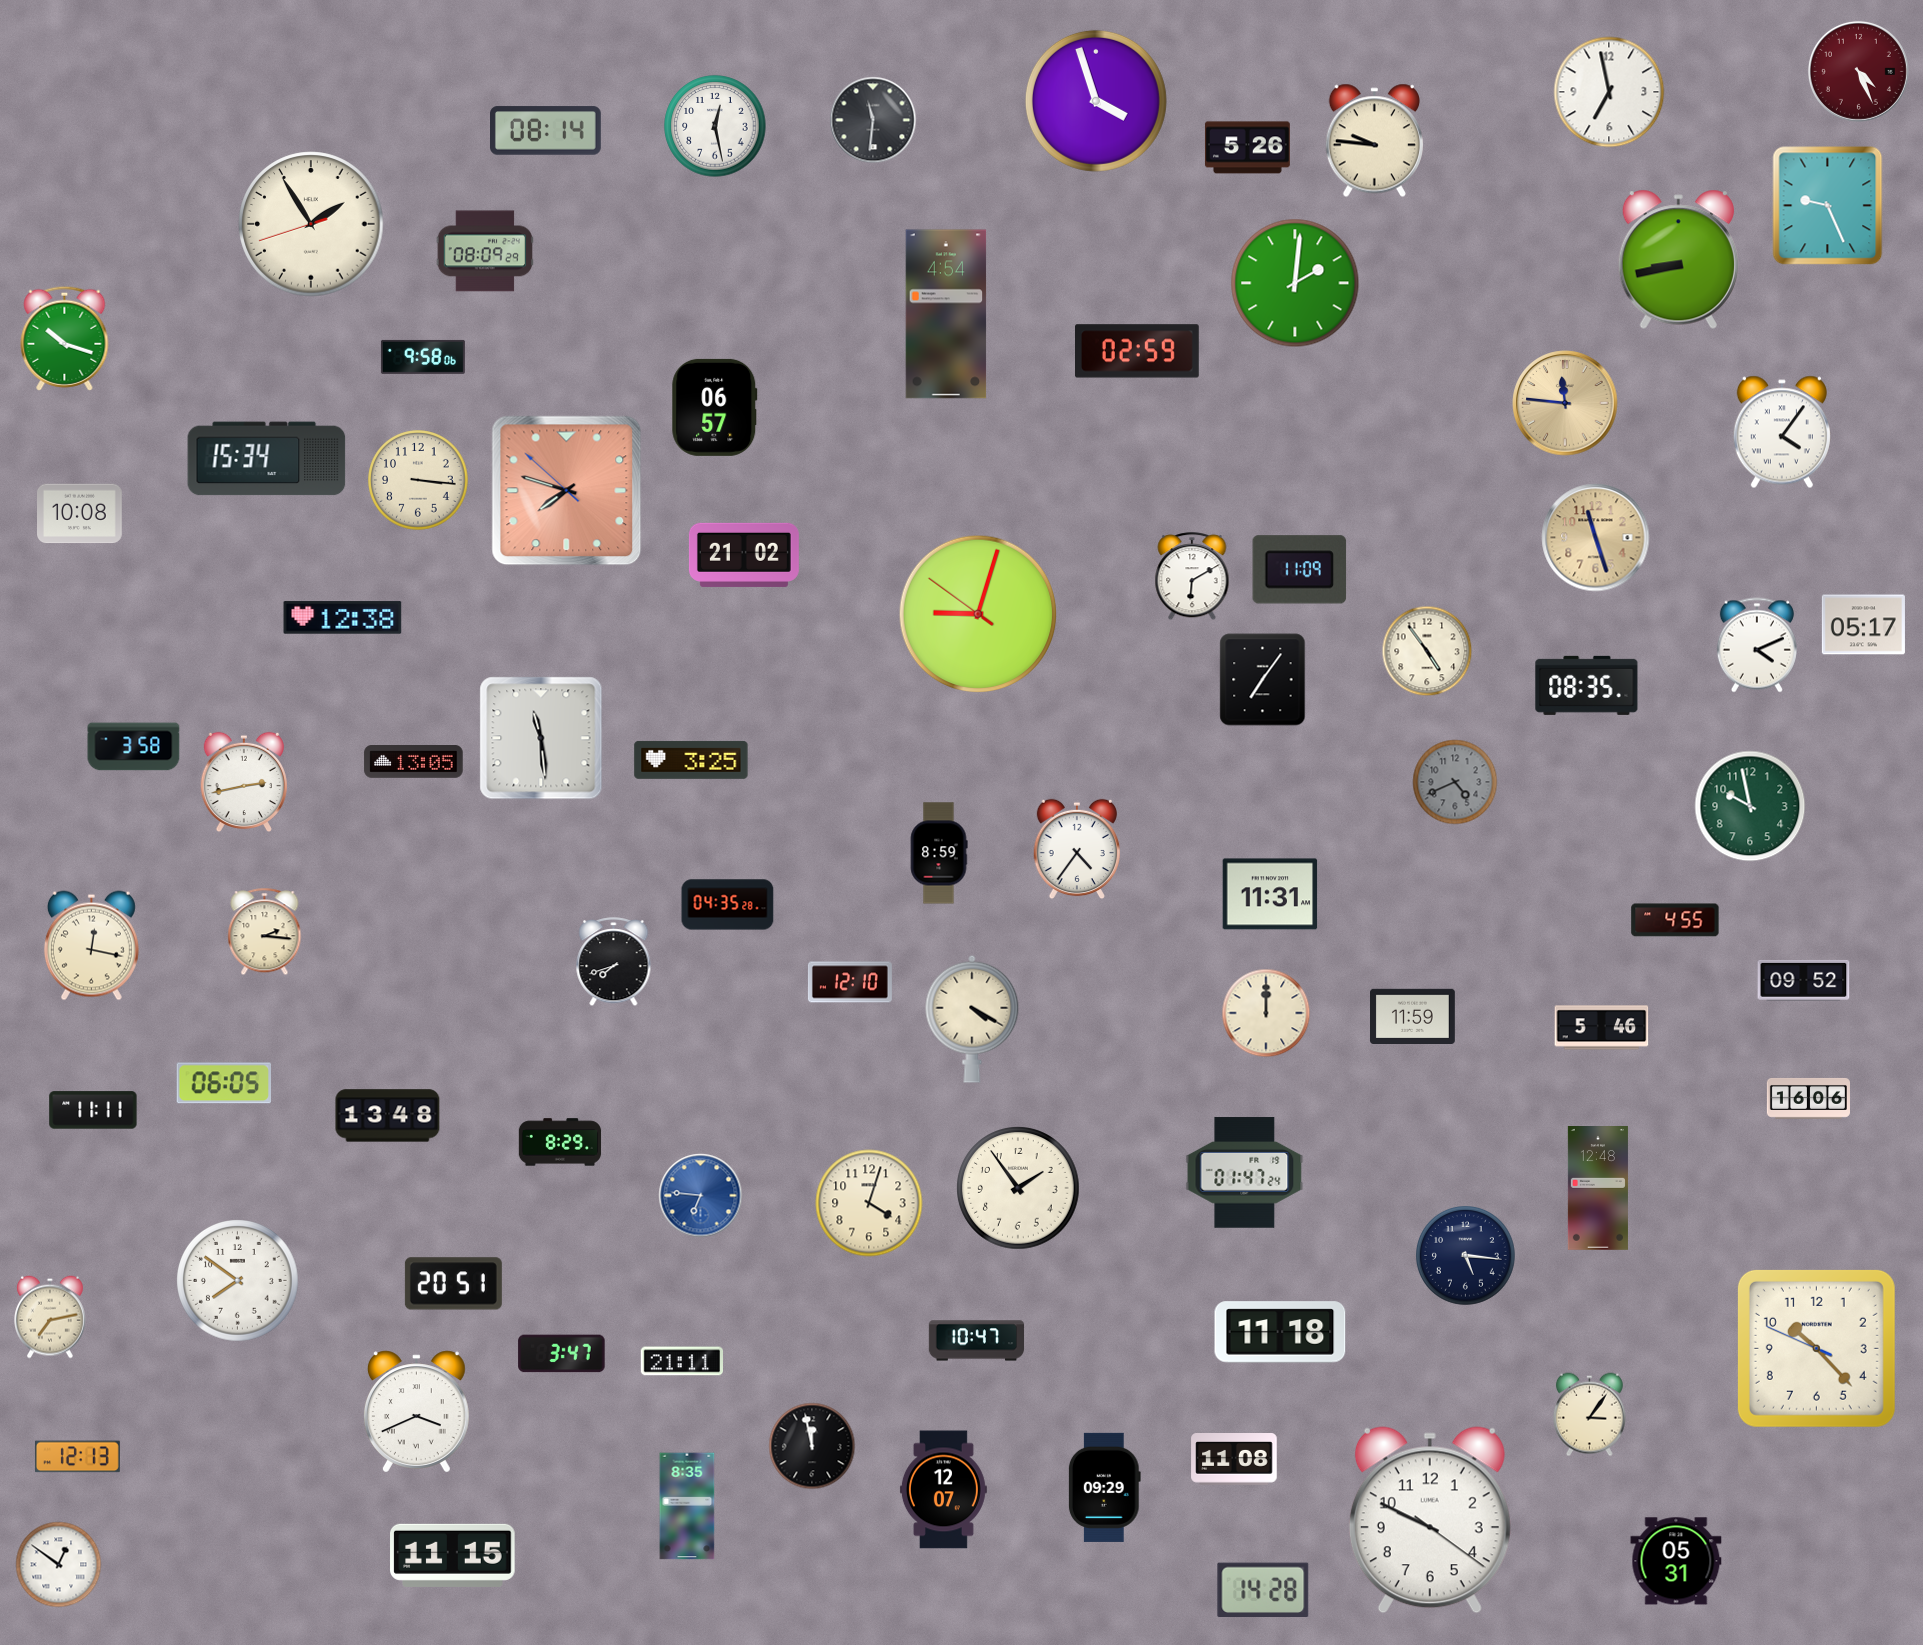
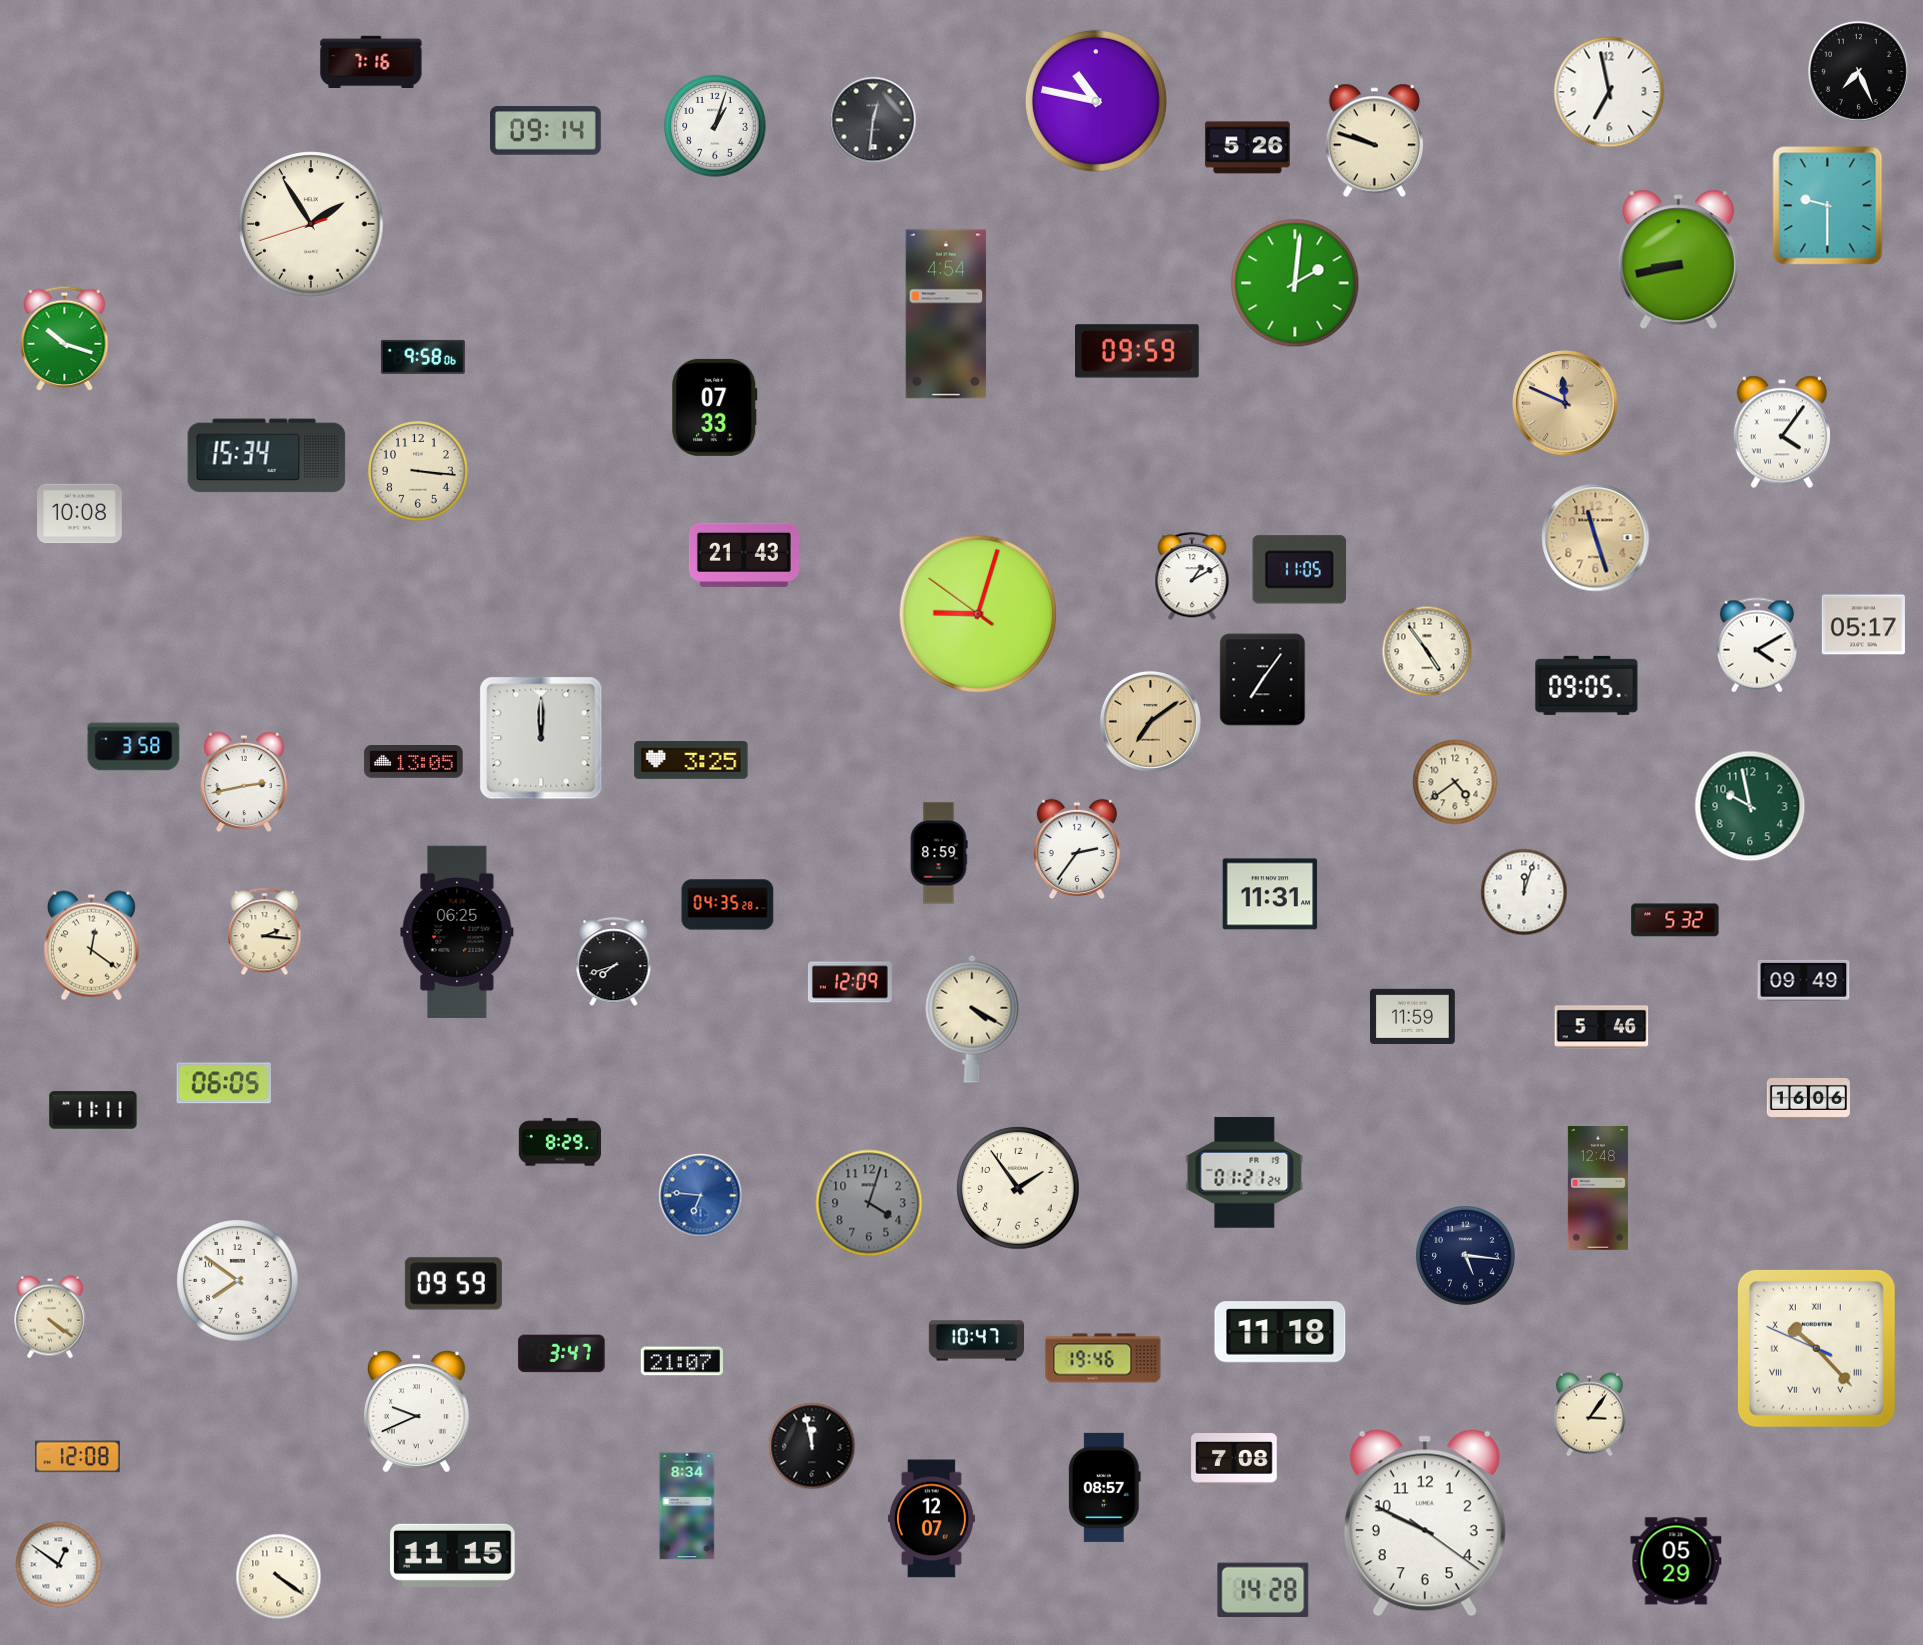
clock at (371, 62): none -> 7:16
clock at (1858, 71): 4:26 -> 7:26
clock at (1858, 71) dial: burgundy -> black
clock at (1096, 101): 3:57 -> 10:47
clock at (873, 120): 11:31 -> 12:31
clock at (715, 126): 12:28 -> 1:03
clock at (546, 131): 08:14 -> 09:14
clock at (1374, 141): 9:46 -> 9:48
clock at (1828, 206): 9:26 -> 9:30
clock at (485, 251): 08:09 -> none
clock at (1138, 351): 02:59 -> 09:59
clock at (1565, 403): 11:46 -> 11:49
clock at (715, 407): 06:57 -> 07:33
clock at (267, 459) position: (267, 459) -> (267, 456)
clock at (418, 480) position: (418, 480) -> (418, 471)
clock at (567, 491): 7:47 -> none
clock at (744, 555): 21:02 -> 21:43
clock at (1300, 570): 11:09 -> 11:05
clock at (1192, 577): 6:10 -> 1:10
clock at (343, 618): 12:38 -> none
clock at (1757, 645): 4:11 -> 4:10
clock at (1587, 685): 08:35 -> 09:05
clock at (1150, 721): none -> 7:09
clock at (541, 738): 11:29 -> 12:00
clock at (1455, 782): 4:41 -> 4:39
clock at (1455, 782) dial: grey -> cream
clock at (1076, 849): 4:36 -> 2:36
clock at (1524, 892): none -> 12:03
clock at (1675, 920): 4:55 -> 5:32
clock at (457, 932): none -> 06:25
clock at (91, 946): 12:17 -> 12:21
clock at (1804, 980): 09:52 -> 09:49
clock at (850, 982): 12:10 -> 12:09
clock at (1266, 1013): 12:00 -> none
clock at (388, 1116): 13:48 -> none
clock at (1245, 1173): 01:47 -> 01:21
clock at (869, 1203) dial: cream -> grey
clock at (453, 1284): 20:51 -> 09:59
clock at (51, 1317): 7:13 -> 4:21
clock at (1816, 1348) numerals: Arabic -> Roman
clock at (1103, 1358): none -> 19:46
clock at (681, 1361): 21:11 -> 21:07
clock at (416, 1412): 3:41 -> 9:41
clock at (77, 1457): 12:13 -> 12:08
clock at (1234, 1460): 11:08 -> 7:08
clock at (1104, 1487): 09:29 -> 08:57
clock at (943, 1490) position: (943, 1490) -> (931, 1519)
clock at (687, 1506): 8:35 -> 8:34
clock at (1430, 1520) position: (1430, 1520) -> (1425, 1523)
clock at (1676, 1561): 05:31 -> 05:29
clock at (279, 1577): none -> 4:21
